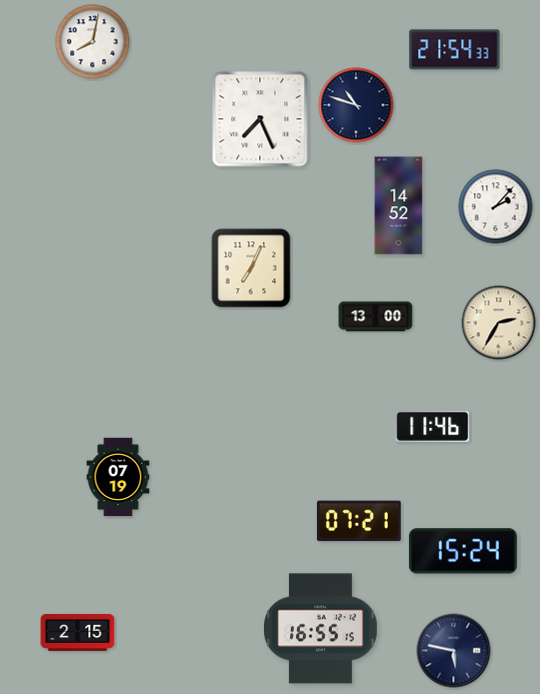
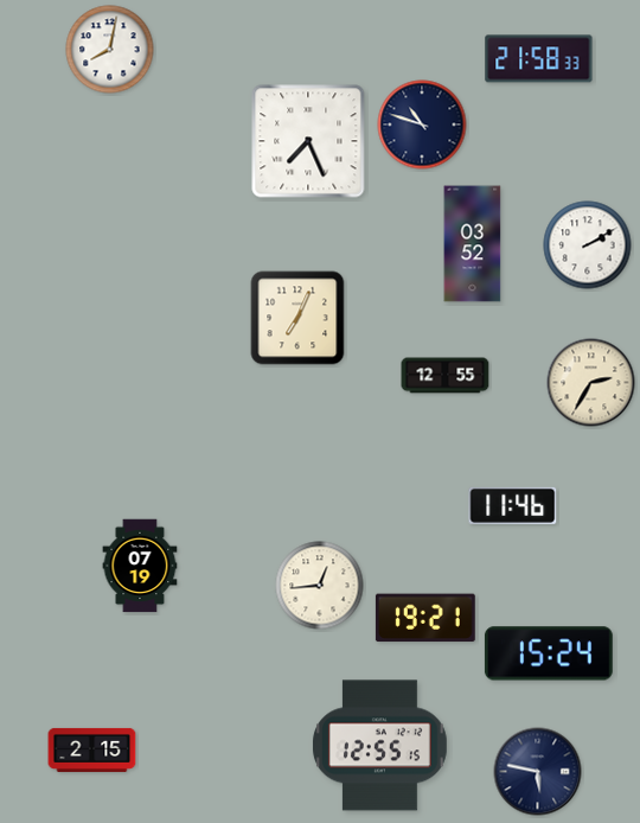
clock at (455, 50): 21:54 -> 21:58
clock at (399, 206): 14:52 -> 03:52
clock at (496, 207): 2:07 -> 2:10
clock at (376, 317): 13:00 -> 12:55
clock at (320, 586): none -> 12:44
clock at (359, 521): 07:21 -> 19:21
clock at (321, 629): 16:55 -> 12:55
